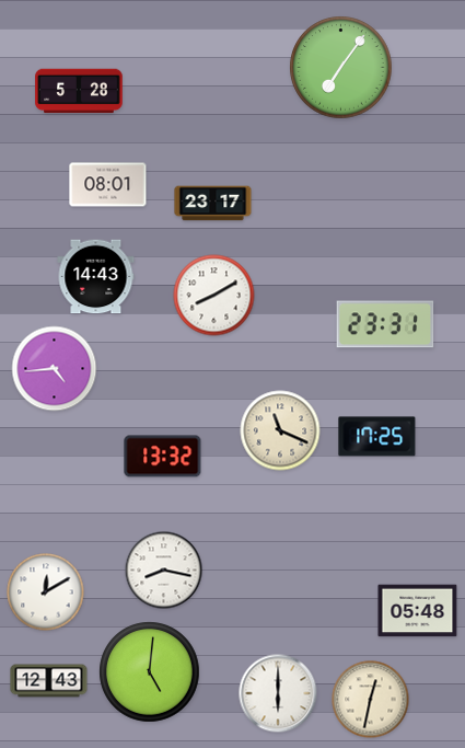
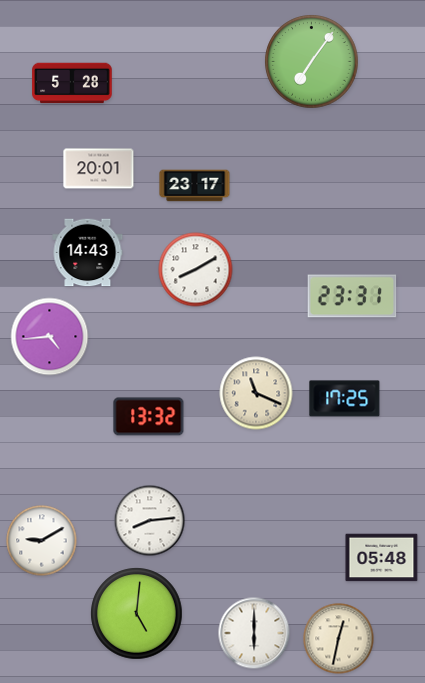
clock at (108, 185): 08:01 -> 20:01
clock at (164, 571): 8:17 -> 8:14
clock at (46, 592): 12:10 -> 9:10
clock at (49, 681): 12:43 -> none
